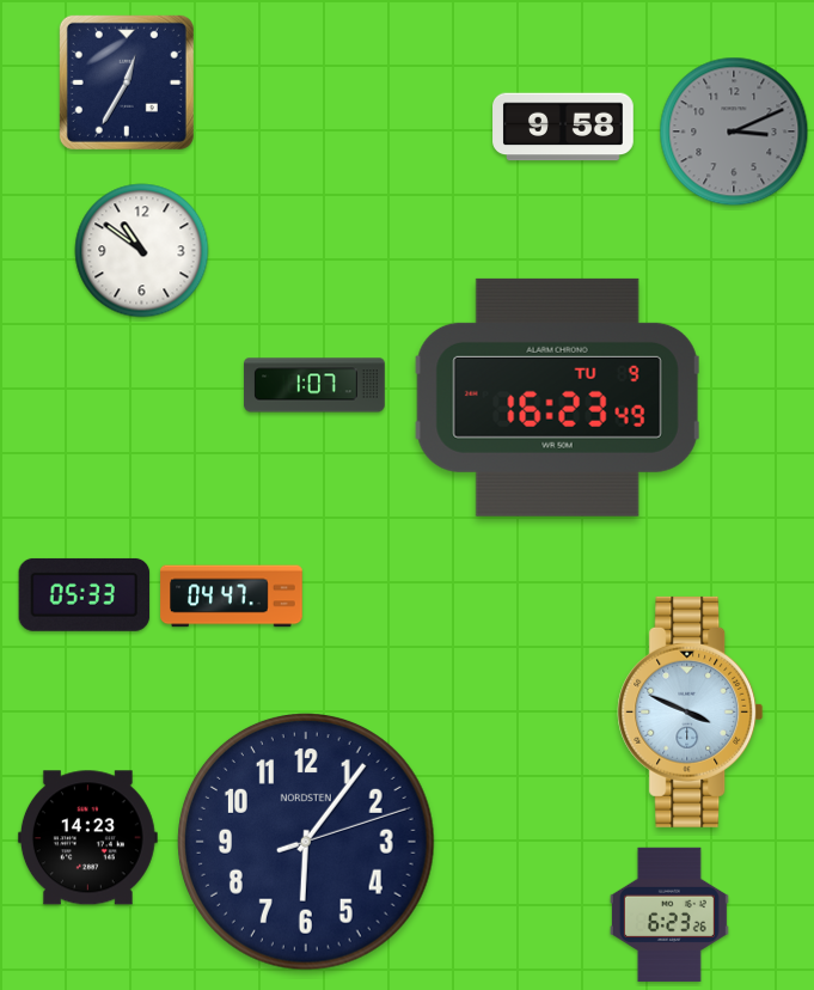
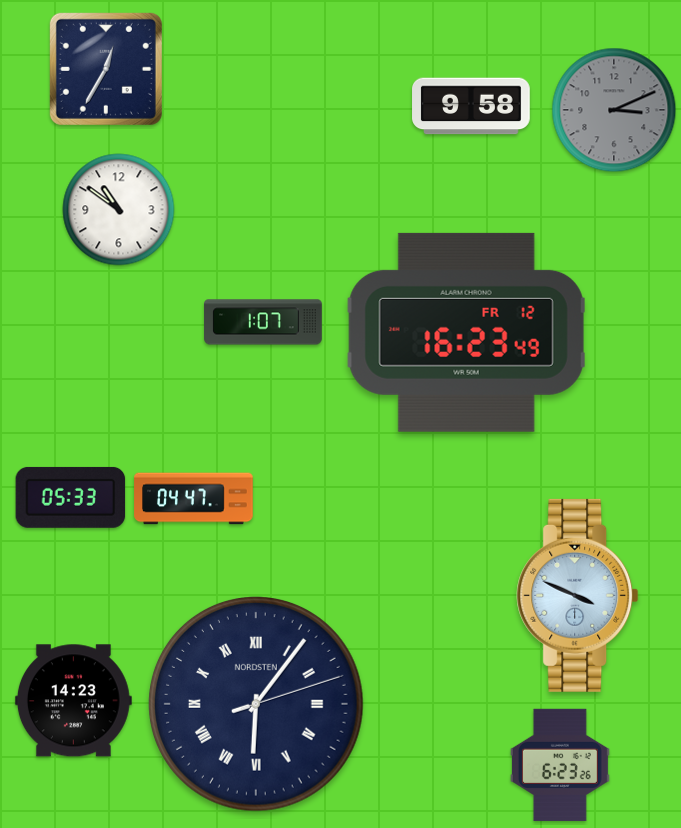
clock at (558, 397) date: TU 9 -> FR 12
clock at (307, 843) numerals: Arabic -> Roman
